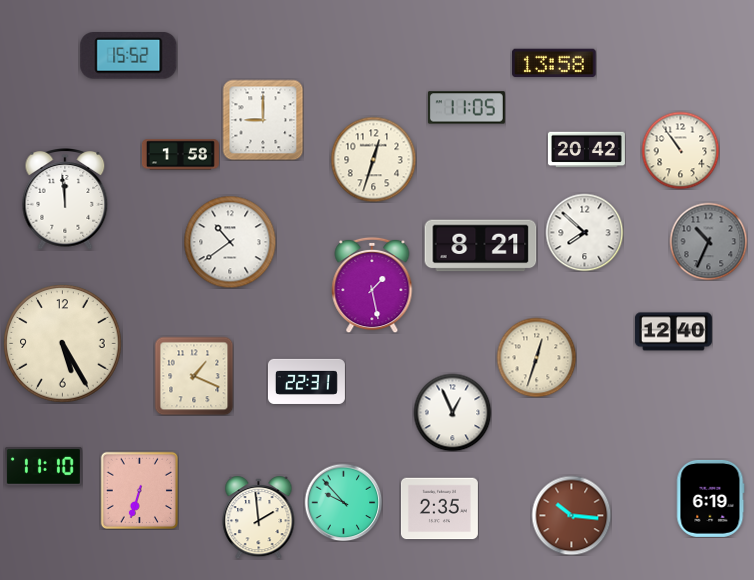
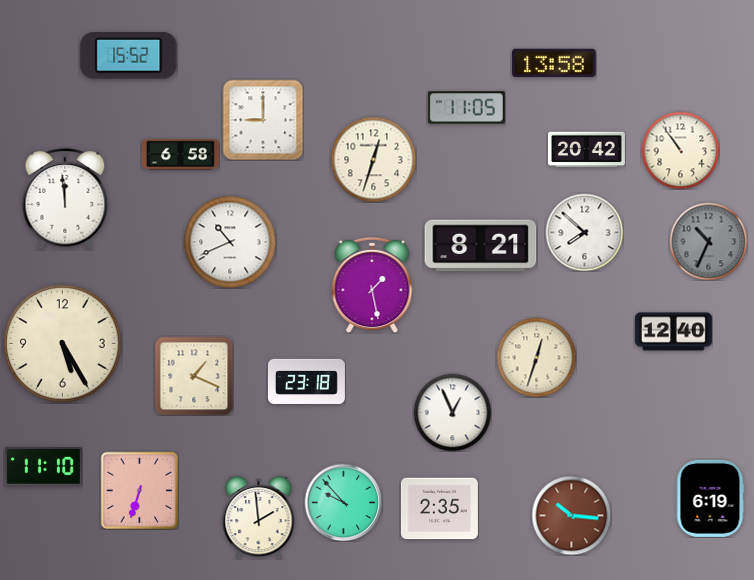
clock at (180, 155): 1:58 -> 6:58
clock at (230, 242): 10:39 -> 10:41
clock at (306, 381): 22:31 -> 23:18
